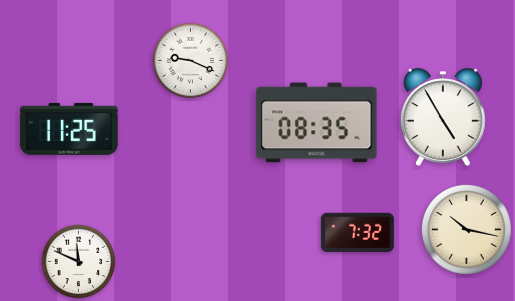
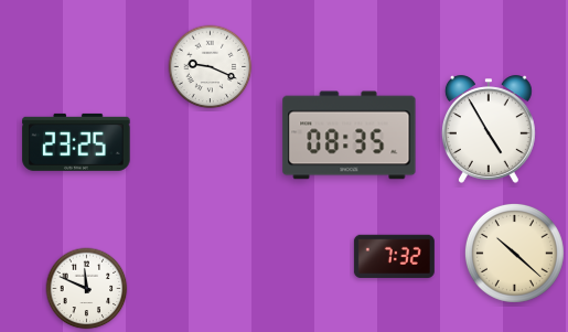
clock at (69, 129): 11:25 -> 23:25
clock at (466, 229): 10:17 -> 10:22
